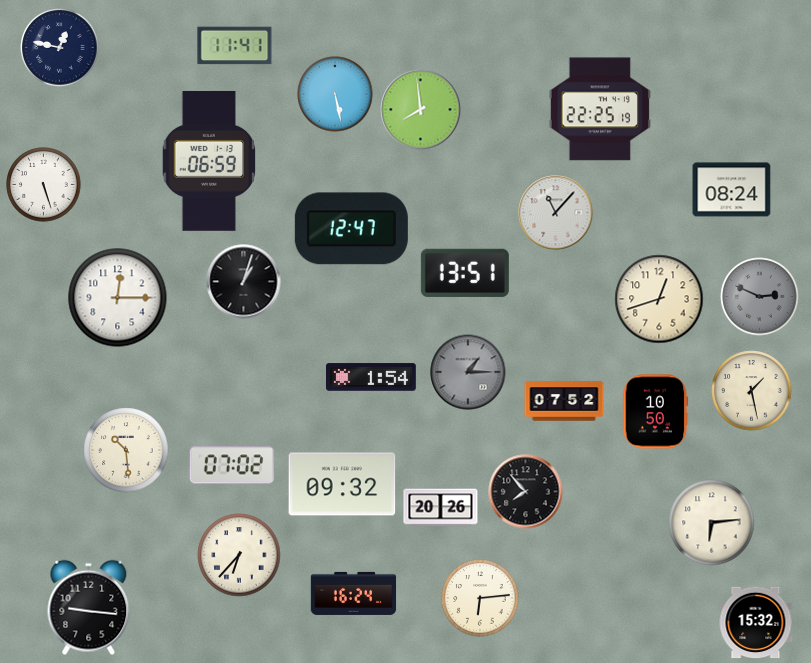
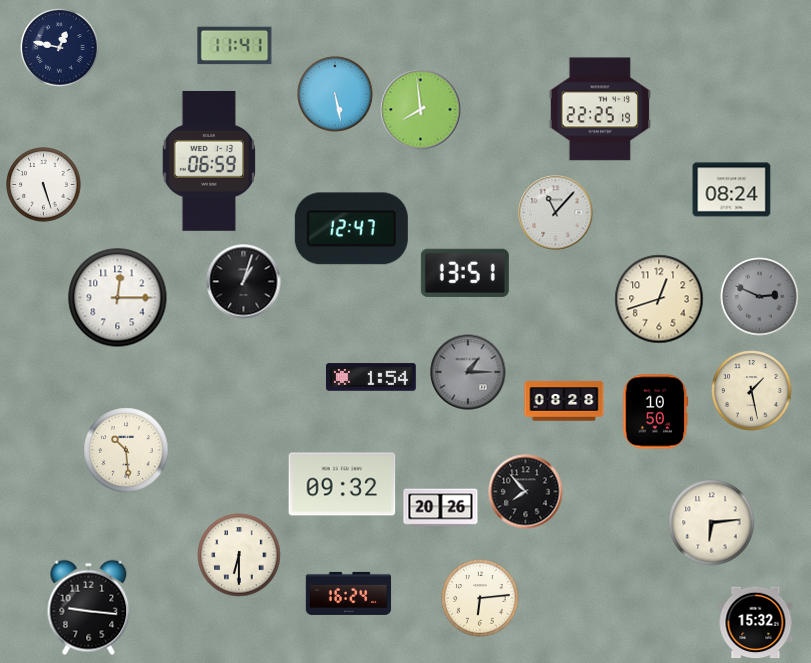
clock at (564, 401): 07:52 -> 08:28
clock at (231, 465): 07:02 -> none
clock at (239, 555): 6:37 -> 6:30
clock at (354, 593) position: (354, 593) -> (349, 593)
